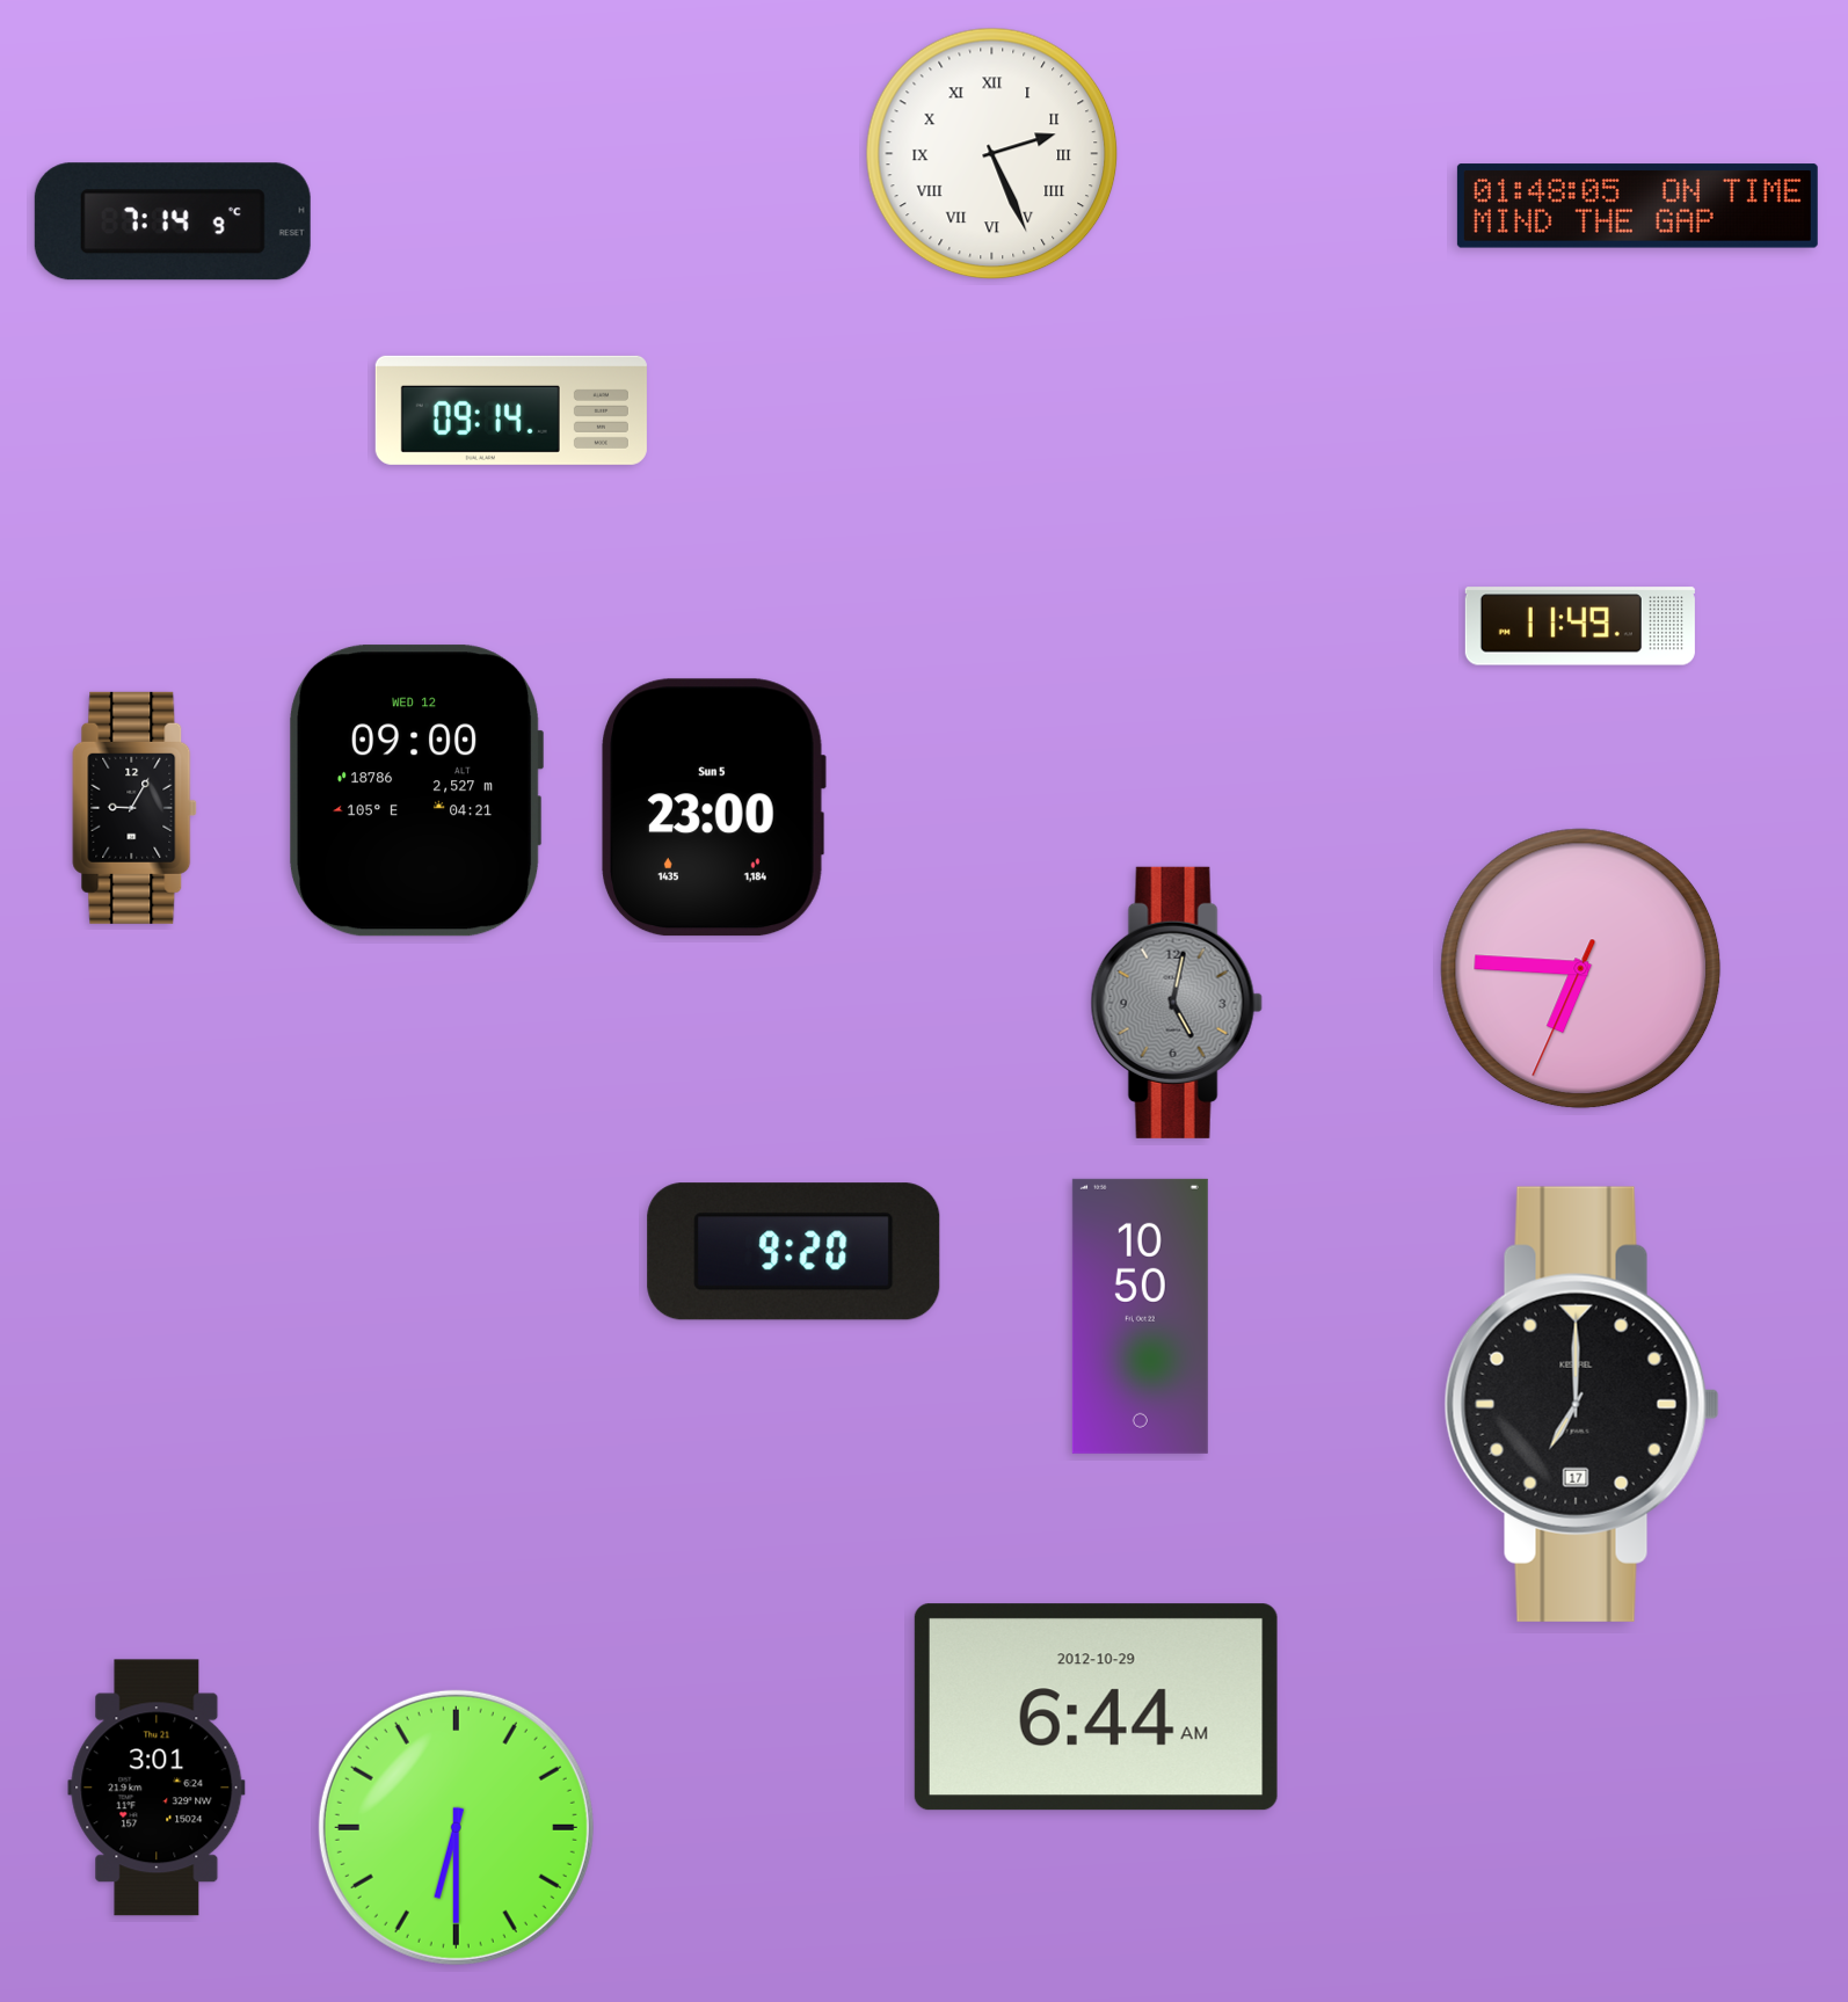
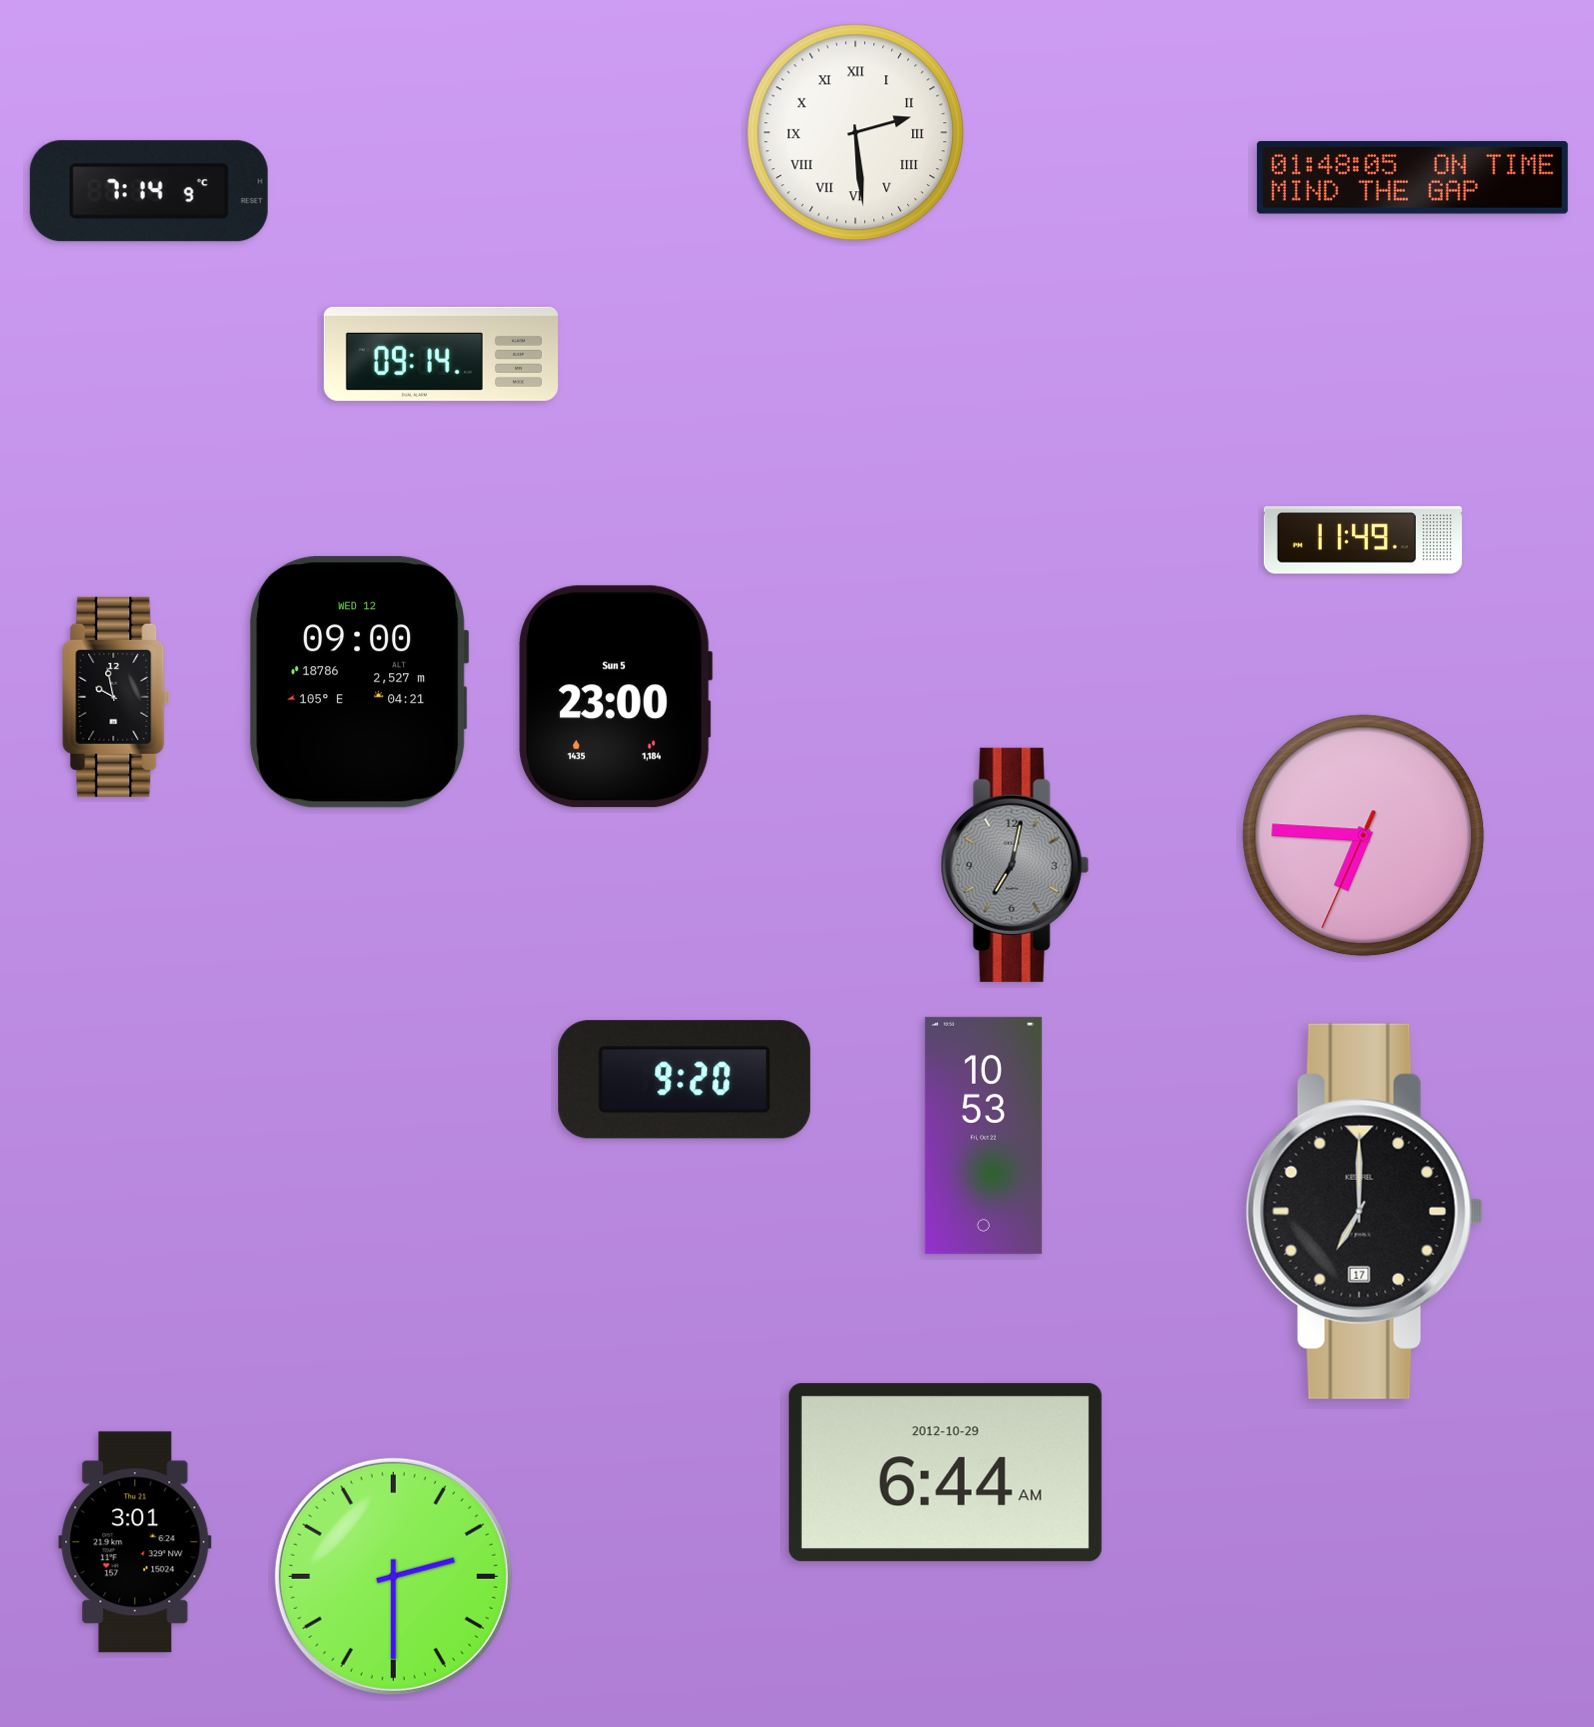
clock at (992, 154): 2:26 -> 2:29
clock at (134, 808): 9:05 -> 9:58
clock at (1177, 1003): 5:02 -> 7:02
clock at (1140, 1316): 10:50 -> 10:53
clock at (456, 1827): 6:30 -> 2:30
